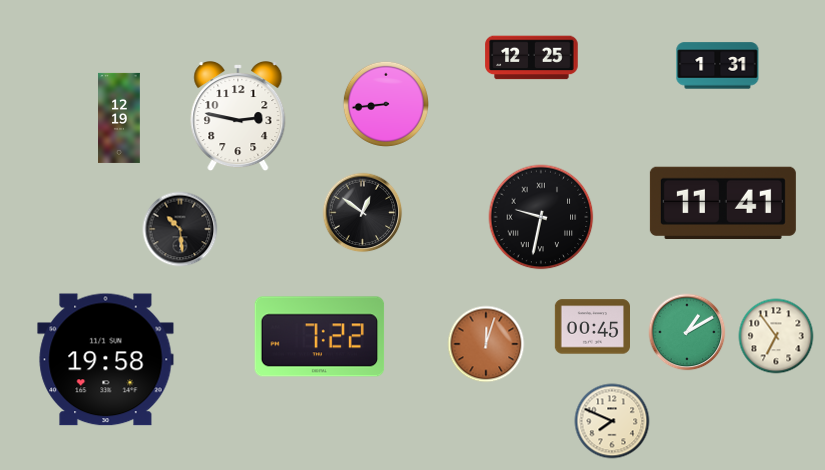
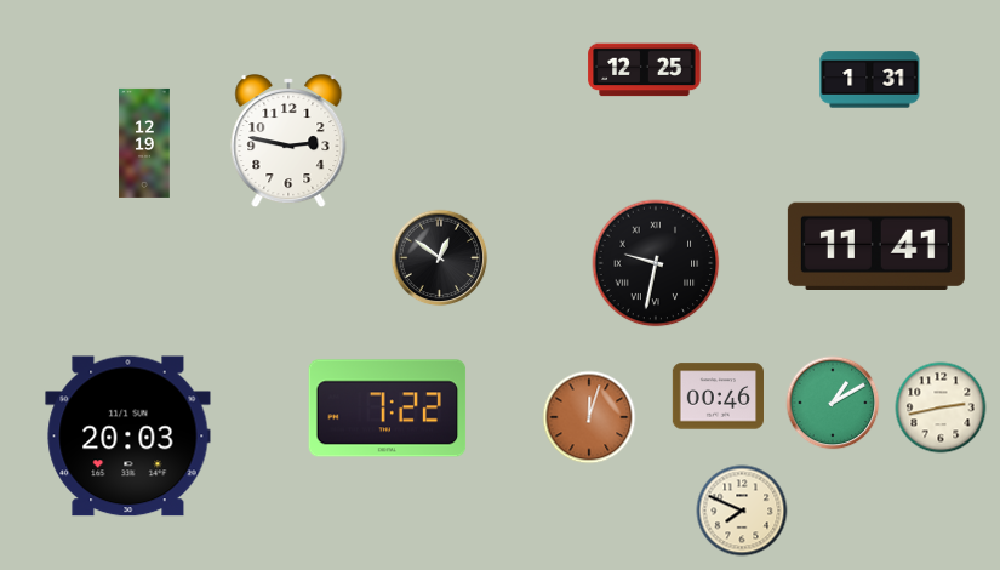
clock at (386, 104): 8:44 -> none
clock at (180, 229): 10:29 -> none
clock at (592, 327): 00:45 -> 00:46
clock at (776, 336): 6:54 -> 2:43
clock at (106, 360): 19:58 -> 20:03
